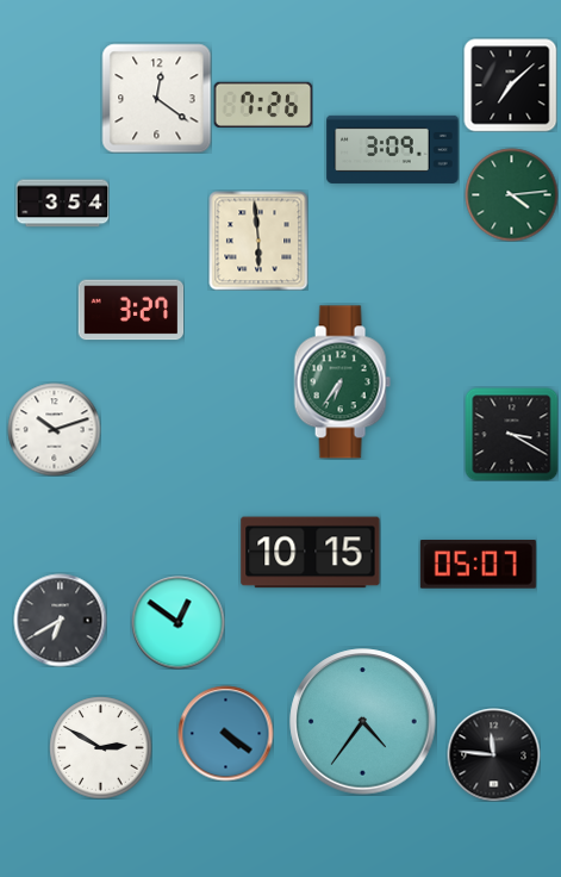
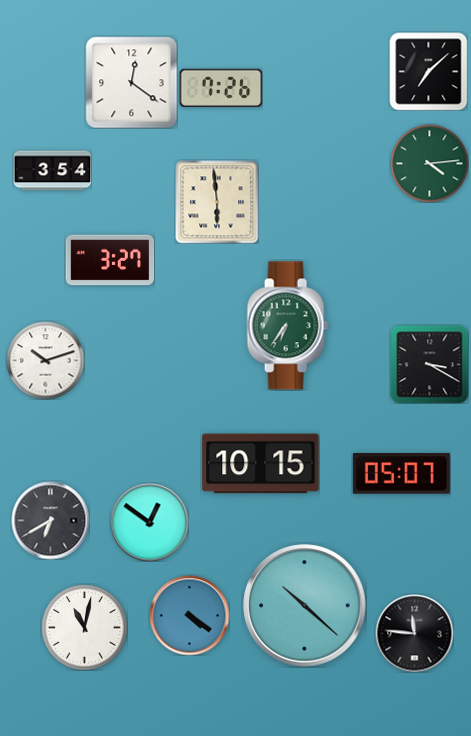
clock at (393, 149): 3:09 -> none
clock at (342, 382) position: (342, 382) -> (287, 326)
clock at (363, 722): 4:36 -> 10:22
clock at (100, 747): 2:50 -> 11:02
